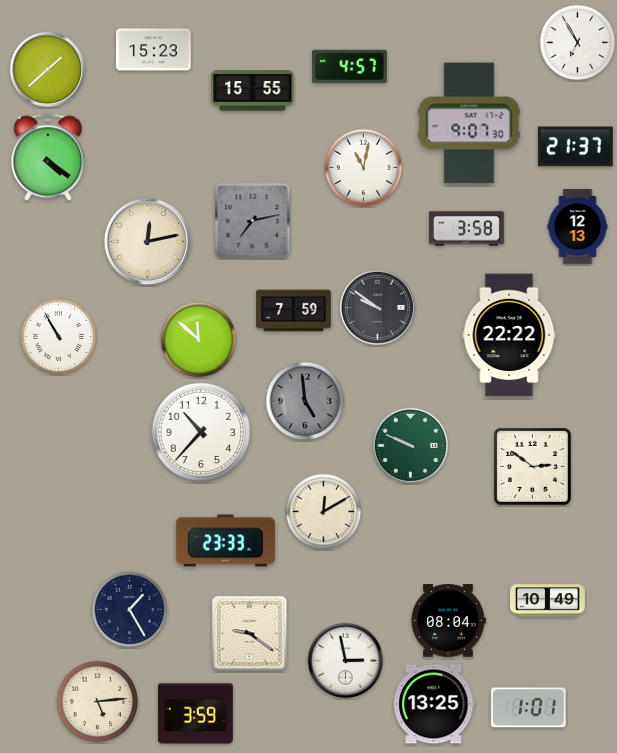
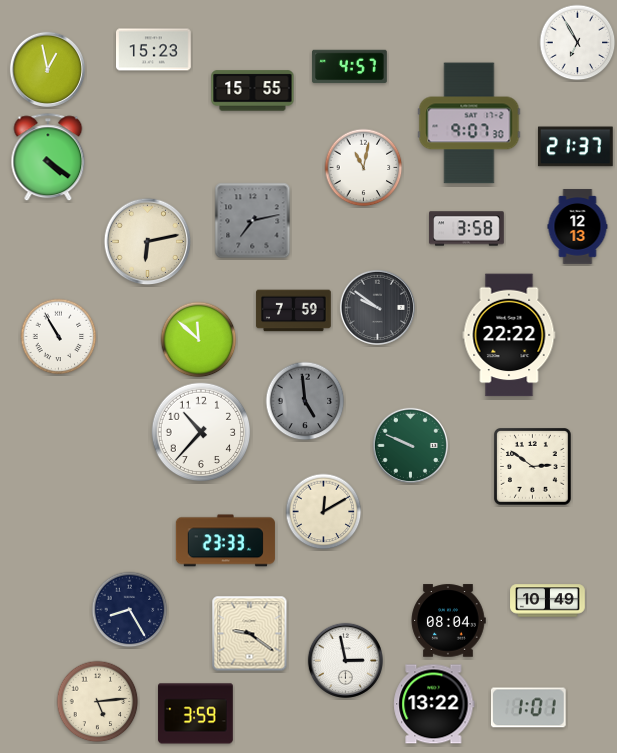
clock at (47, 69): 1:38 -> 12:58
clock at (148, 242): 12:13 -> 6:13
clock at (130, 610): 1:25 -> 8:25
clock at (434, 704): 13:25 -> 13:22
